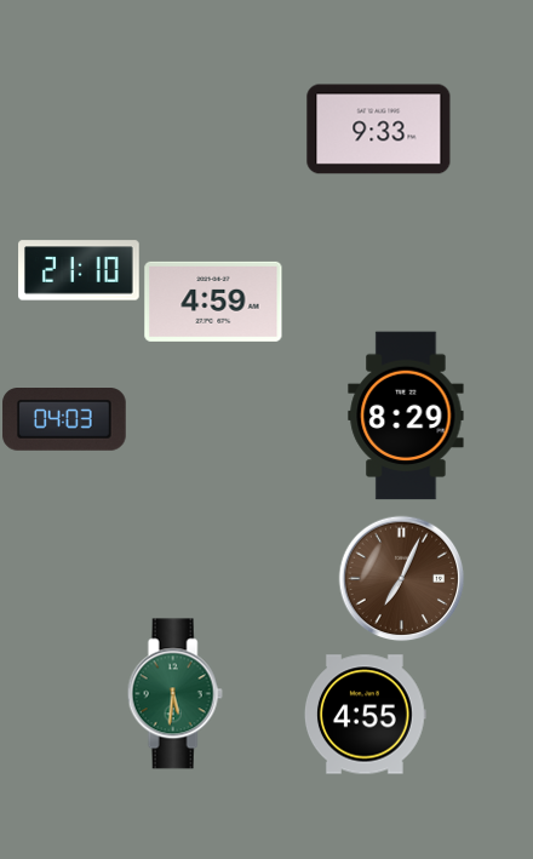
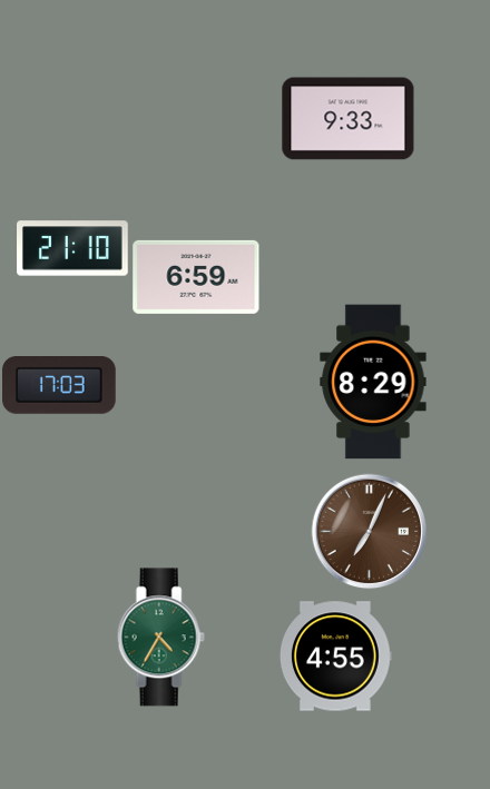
clock at (213, 302): 4:59 -> 6:59
clock at (64, 420): 04:03 -> 17:03
clock at (174, 694): 5:31 -> 4:35
